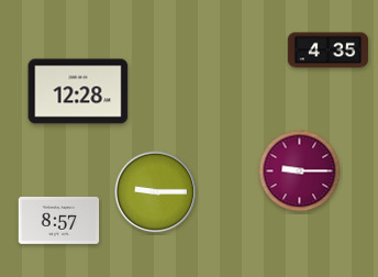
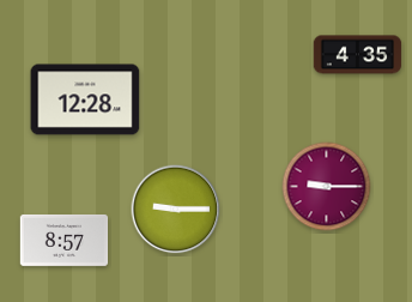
clock at (156, 192) position: (156, 192) -> (176, 210)
